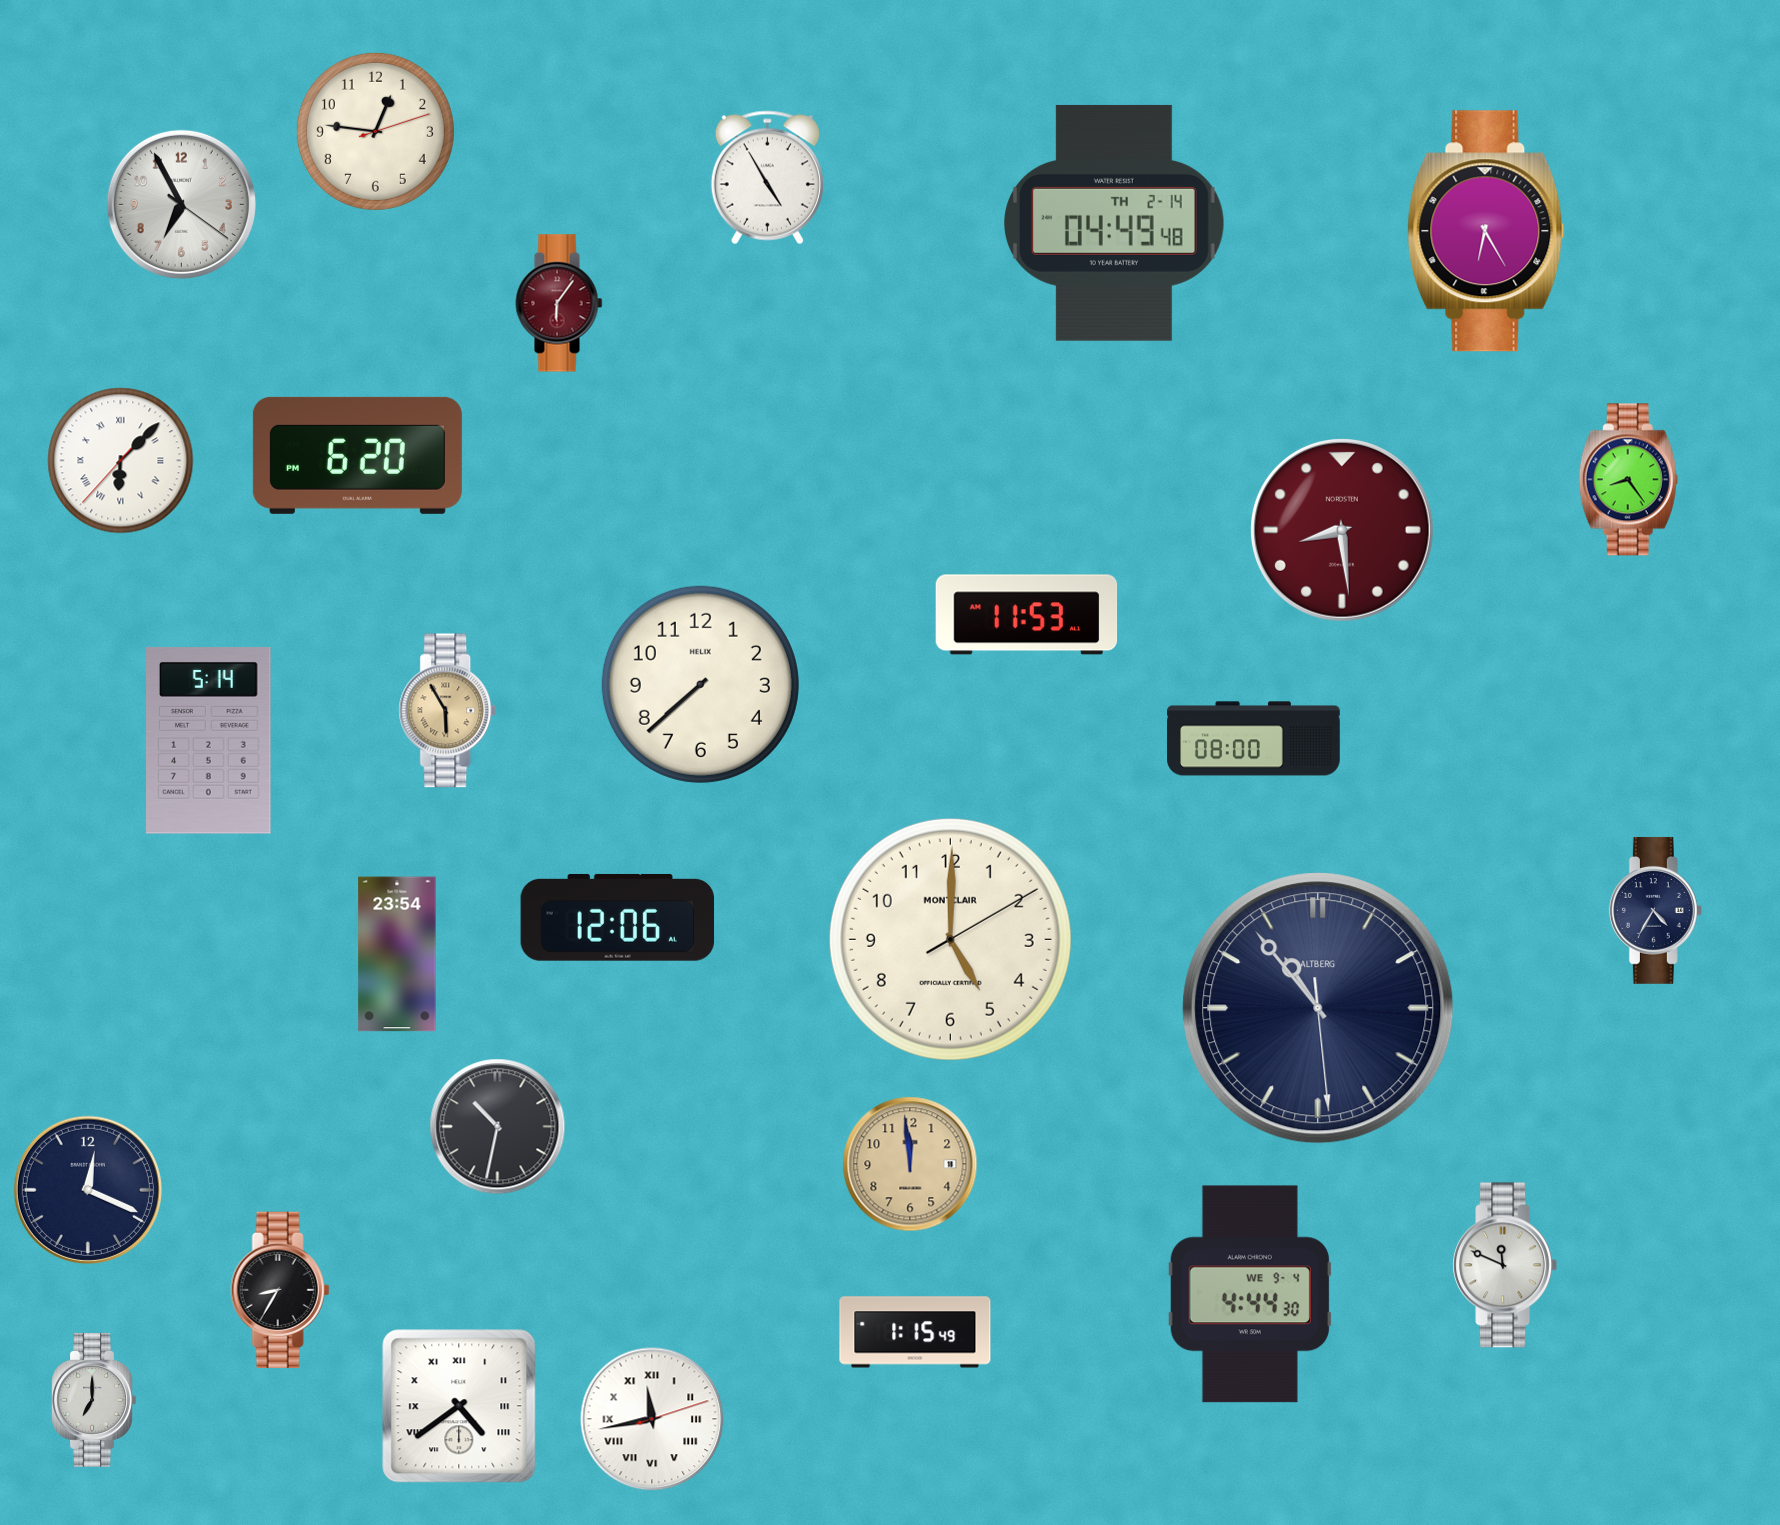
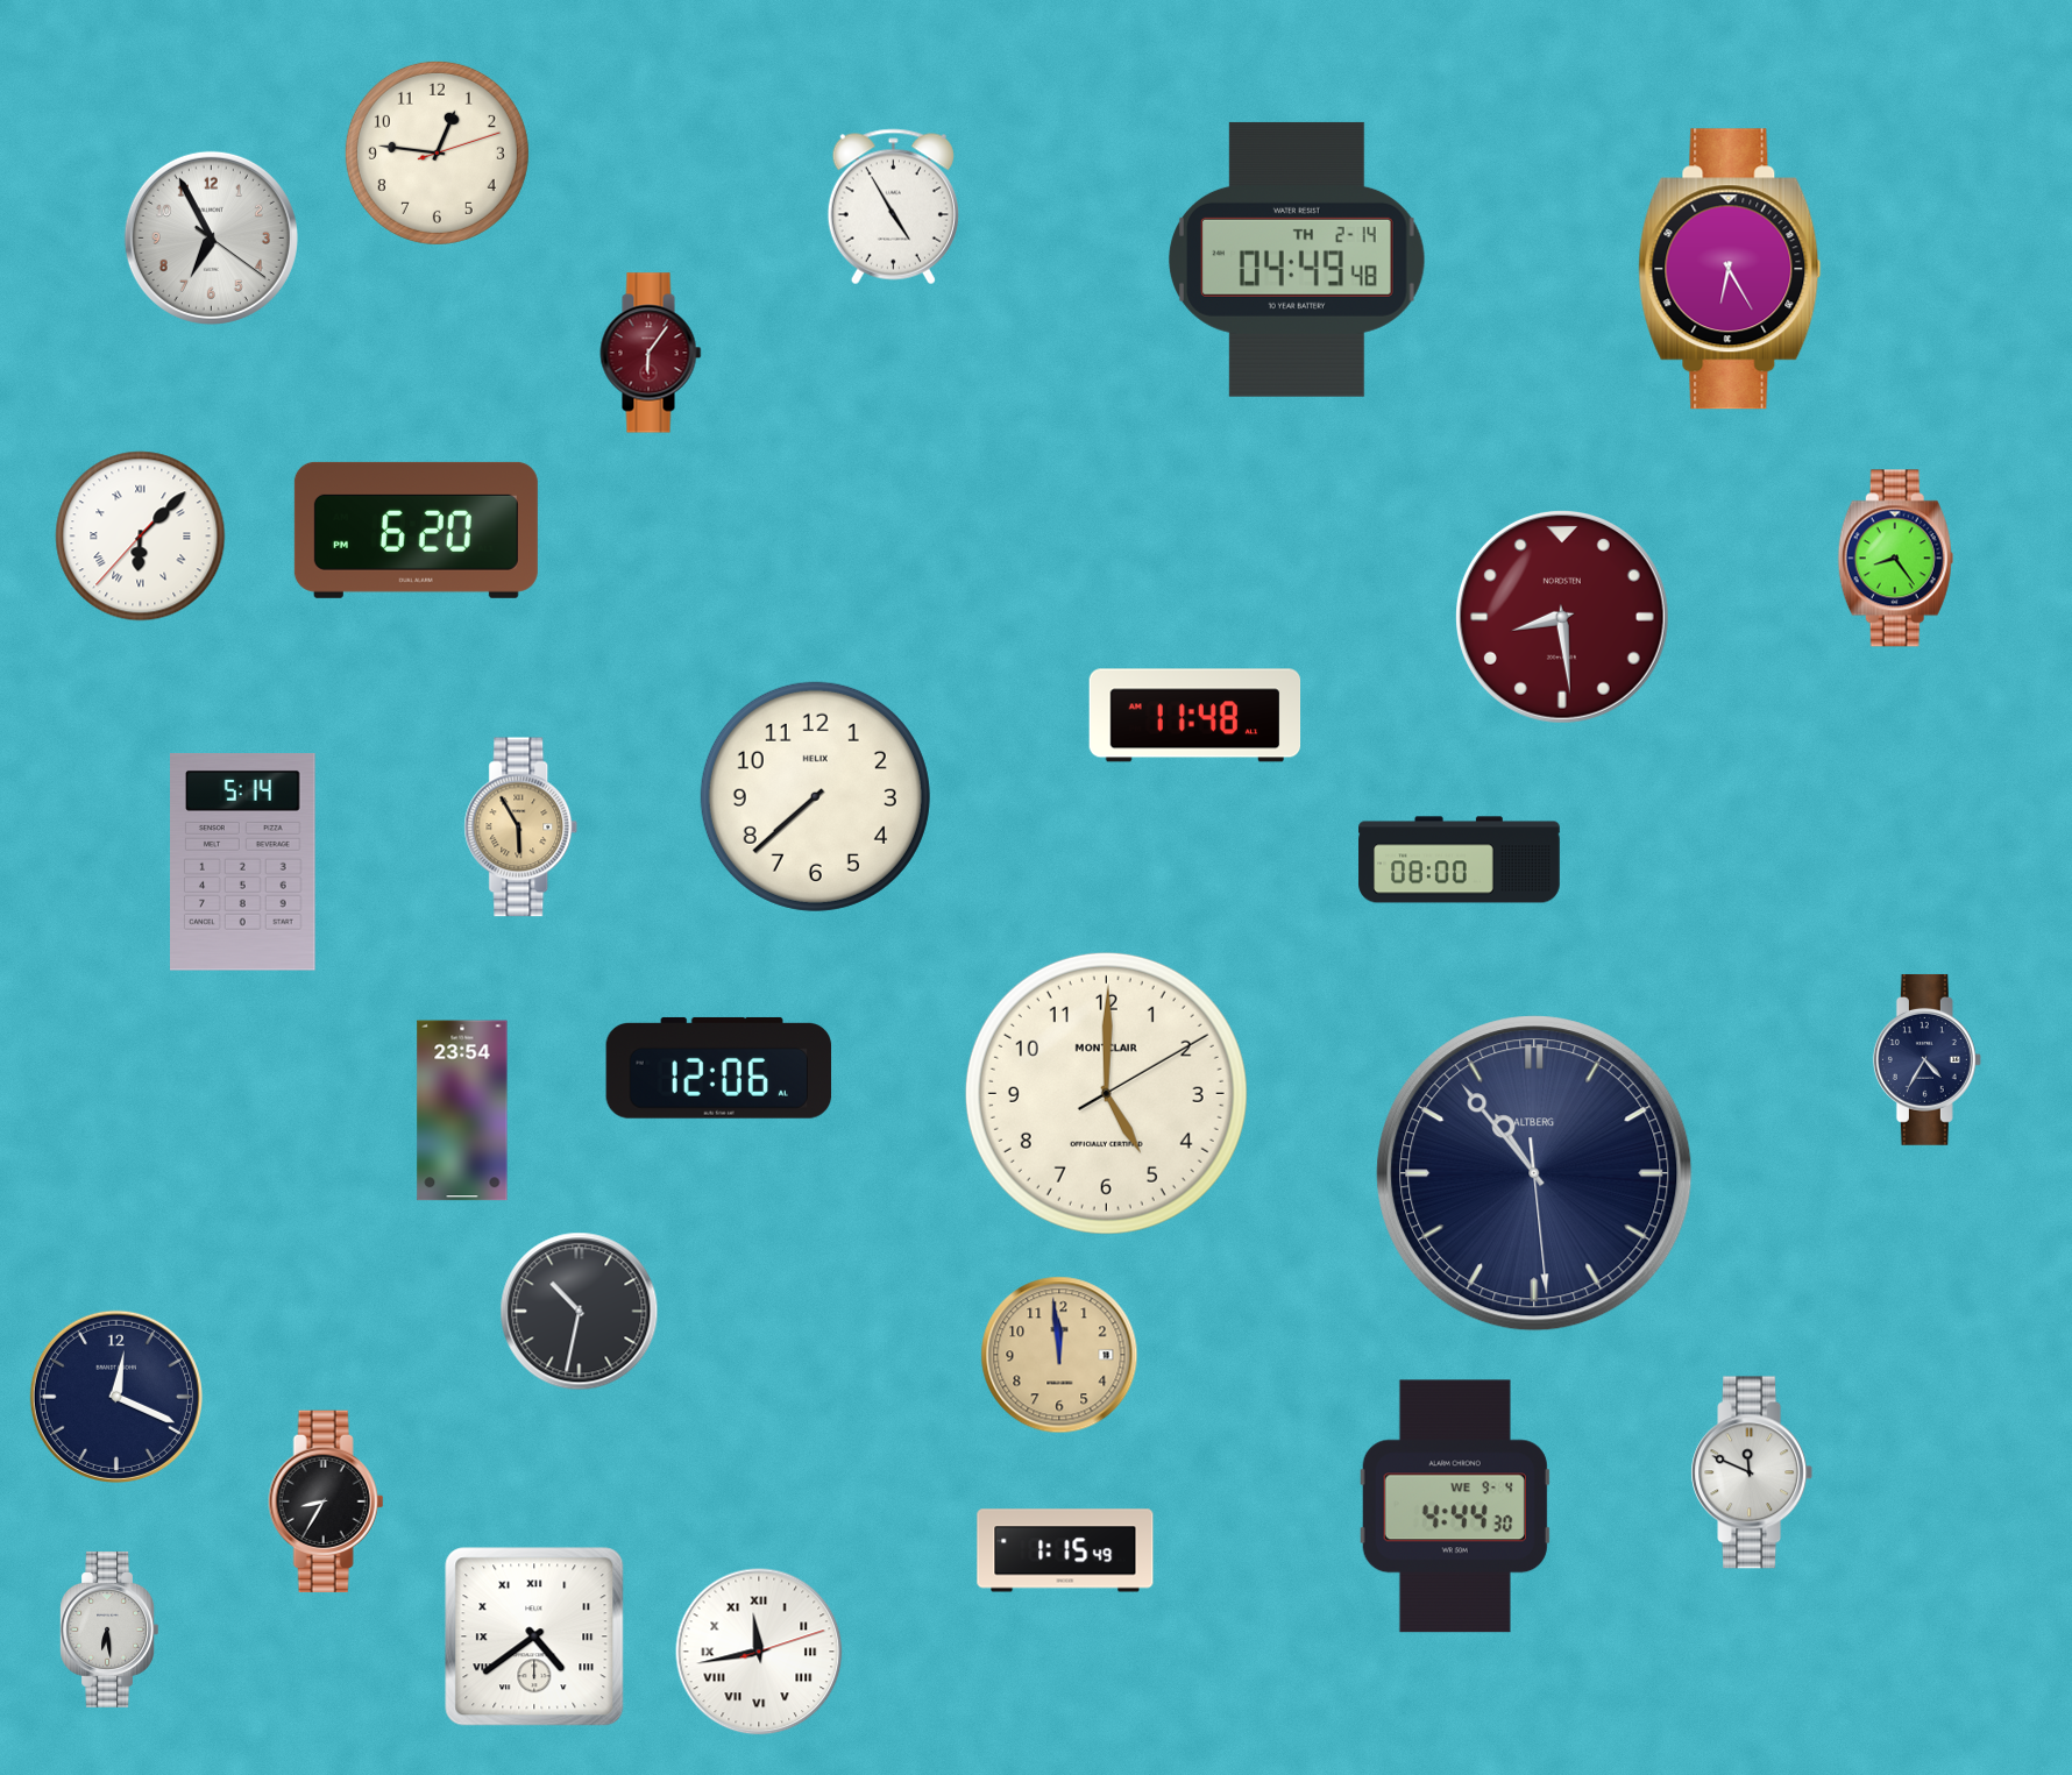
clock at (1027, 615): 11:53 -> 11:48
clock at (88, 1190) position: (88, 1190) -> (116, 1397)
clock at (93, 1400): 7:00 -> 6:29
